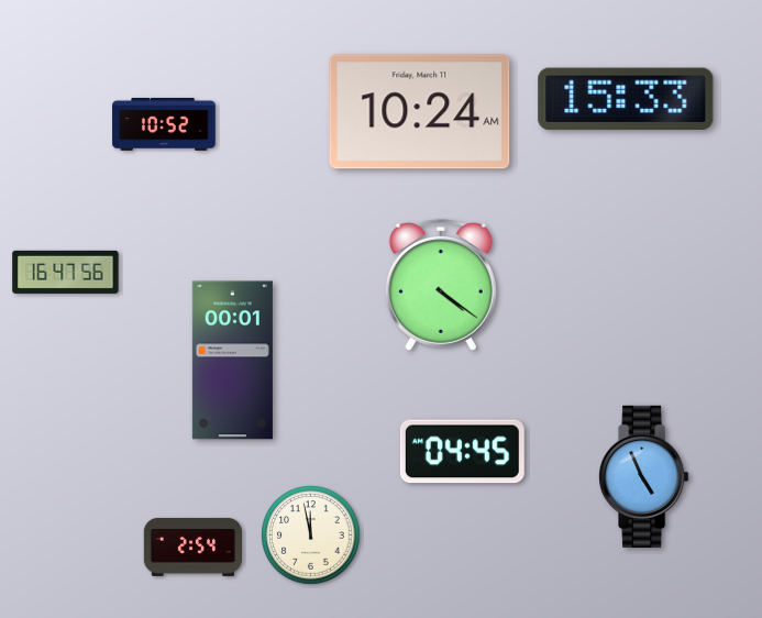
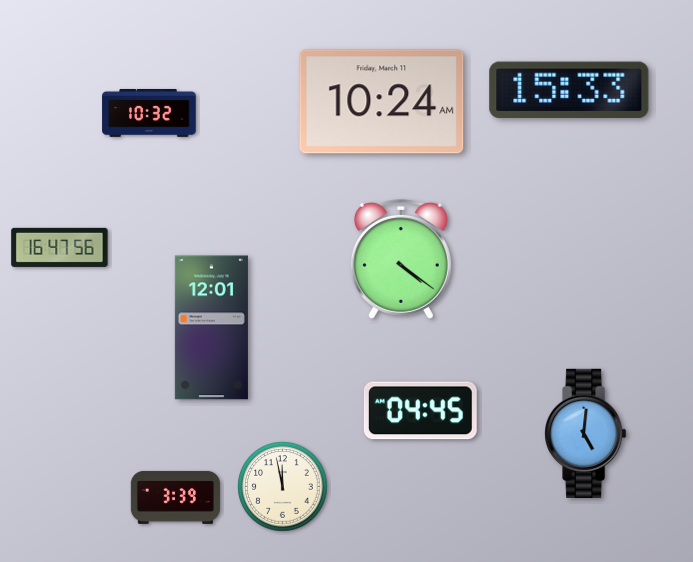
clock at (164, 124): 10:52 -> 10:32
clock at (232, 361): 00:01 -> 12:01
clock at (644, 476): 4:56 -> 5:01
clock at (192, 547): 2:54 -> 3:39
